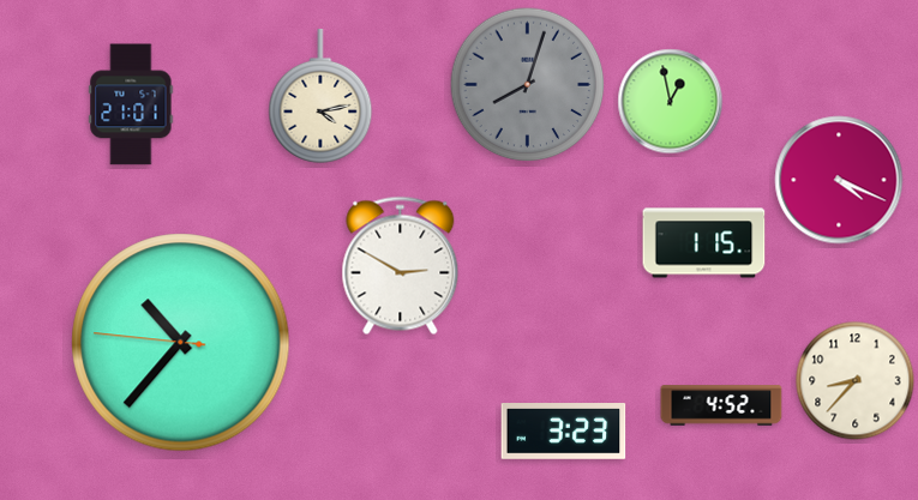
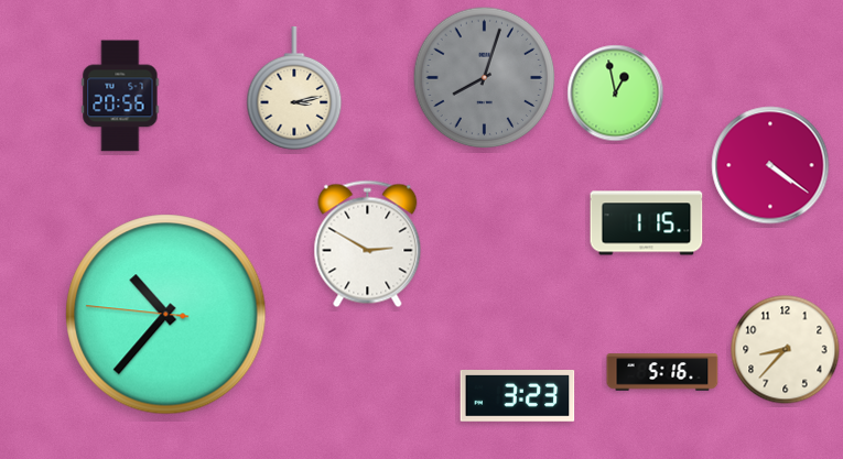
clock at (320, 97): 4:13 -> 3:13
clock at (131, 104): 21:01 -> 20:56
clock at (839, 180): 4:19 -> 4:21
clock at (721, 405): 4:52 -> 5:16
